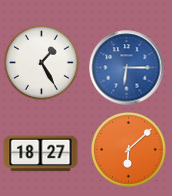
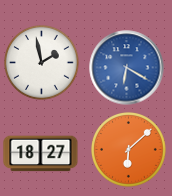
clock at (42, 63): 1:25 -> 1:58
clock at (127, 68): 6:15 -> 6:20
